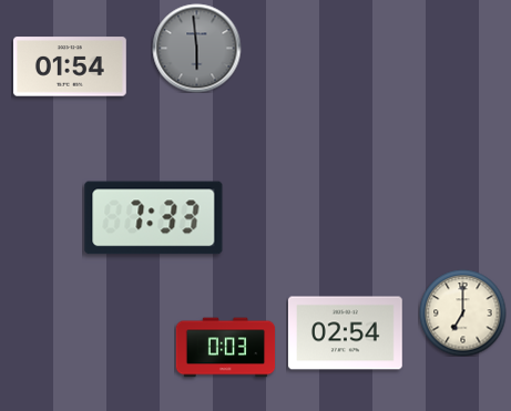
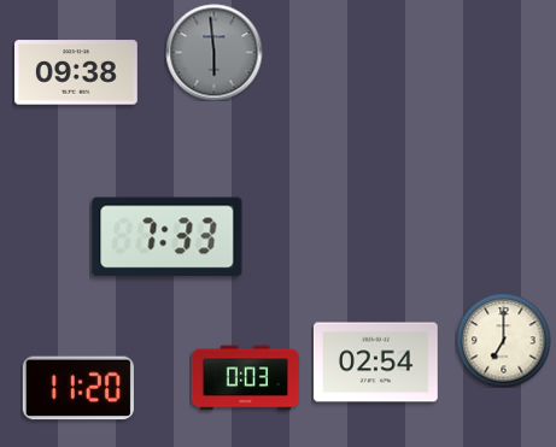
clock at (70, 66): 01:54 -> 09:38
clock at (78, 388): none -> 11:20
